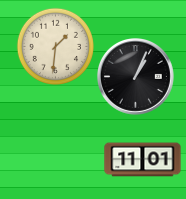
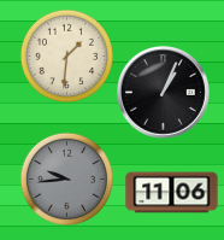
clock at (66, 178): none -> 9:44
clock at (143, 160): 11:01 -> 11:06
